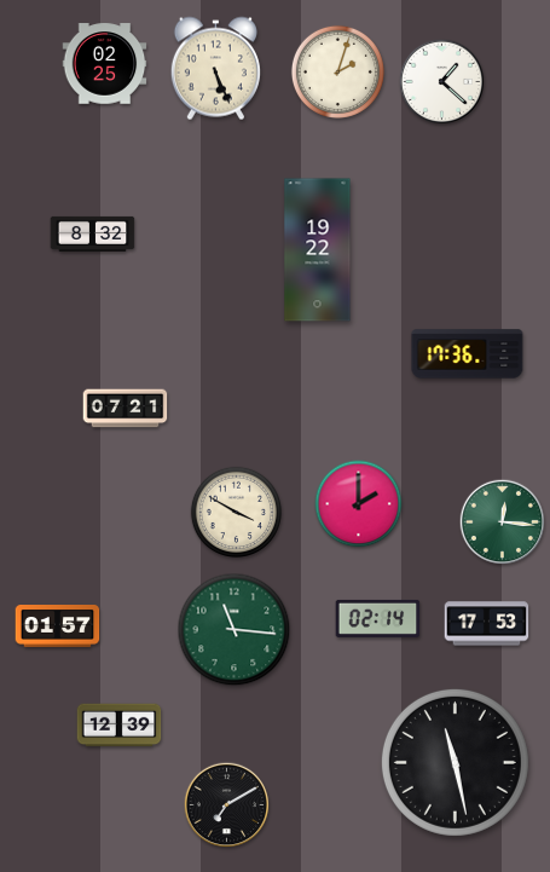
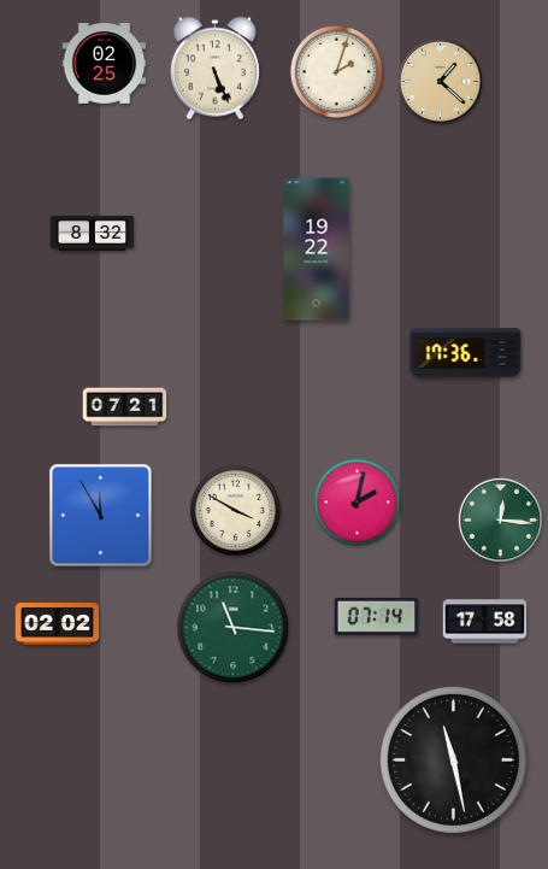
clock at (442, 82) dial: white -> champagne
clock at (359, 504): 2:00 -> 2:02
clock at (101, 516): none -> 11:55
clock at (378, 618): 02:14 -> 07:14
clock at (487, 624): 17:53 -> 17:58
clock at (58, 626): 01:57 -> 02:02
clock at (120, 726): 12:39 -> none
clock at (227, 805): 7:10 -> none
